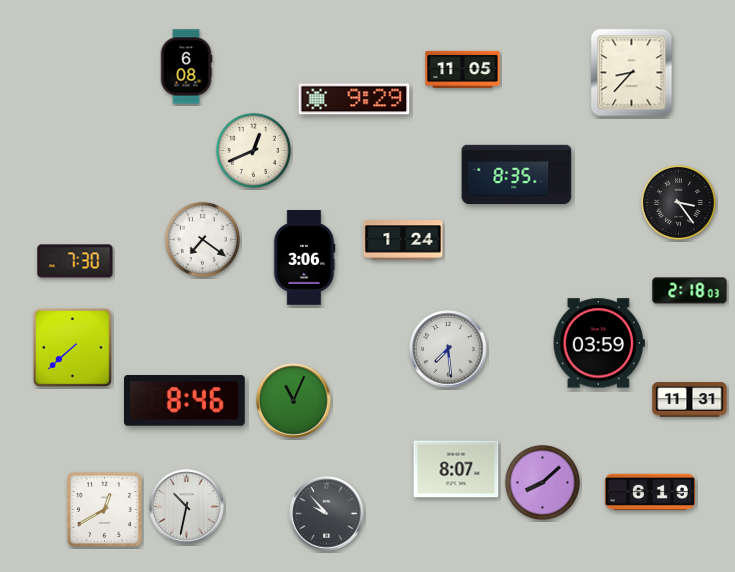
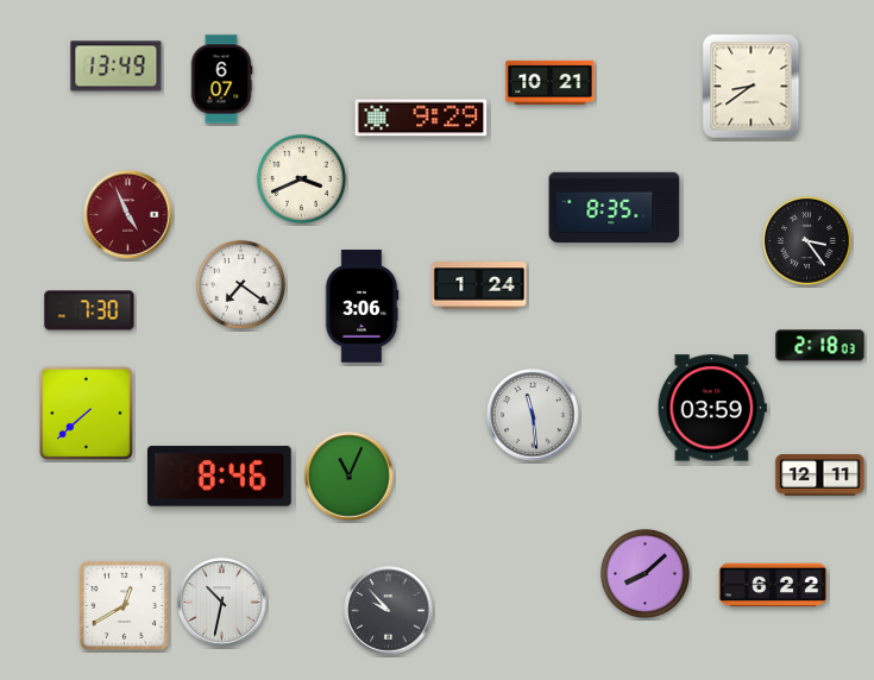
clock at (117, 67): none -> 13:49
clock at (186, 67): 6:08 -> 6:07
clock at (463, 69): 11:05 -> 10:21
clock at (632, 73): 8:37 -> 8:39
clock at (253, 150): 12:41 -> 3:41
clock at (128, 215): none -> 4:56
clock at (448, 349): 7:29 -> 11:29
clock at (690, 400): 11:31 -> 12:11
clock at (456, 469): 8:07 -> none
clock at (649, 492): 6:19 -> 6:22
